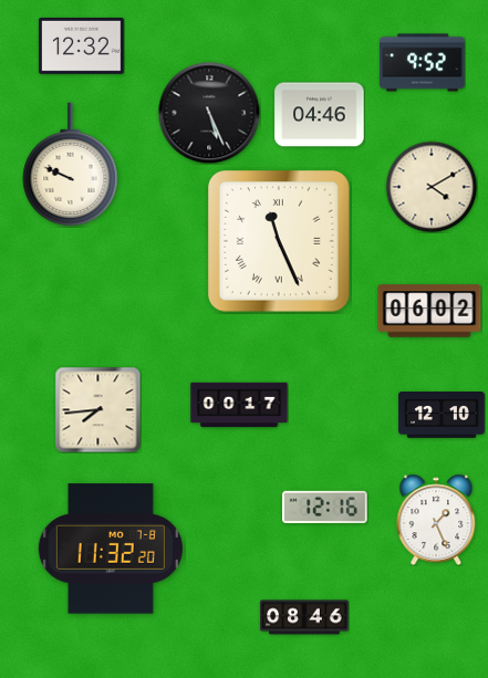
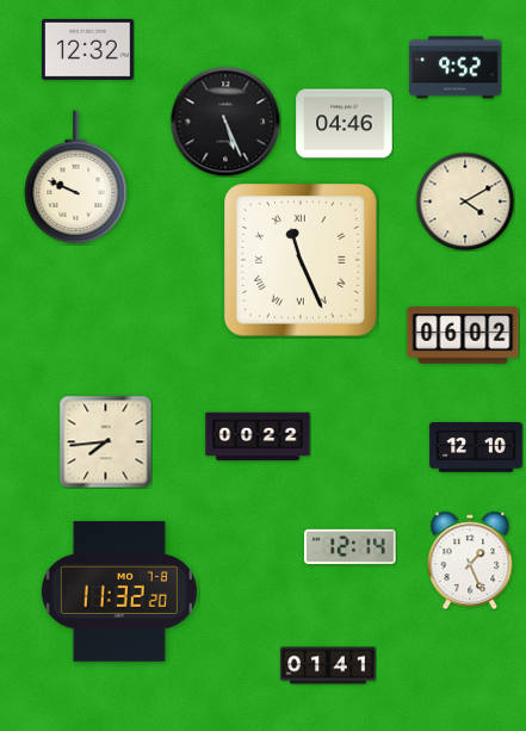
clock at (239, 405): 00:17 -> 00:22
clock at (325, 507): 12:16 -> 12:14
clock at (304, 617): 08:46 -> 01:41
